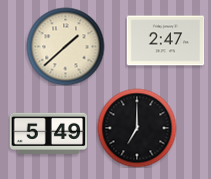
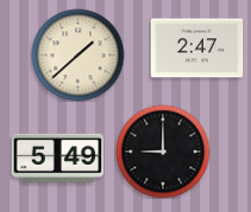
clock at (137, 128): 7:00 -> 9:00
